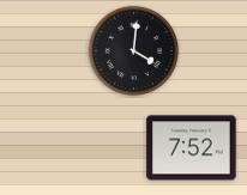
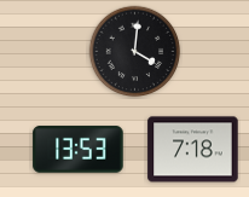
clock at (79, 150): none -> 13:53
clock at (192, 148): 7:52 -> 7:18
